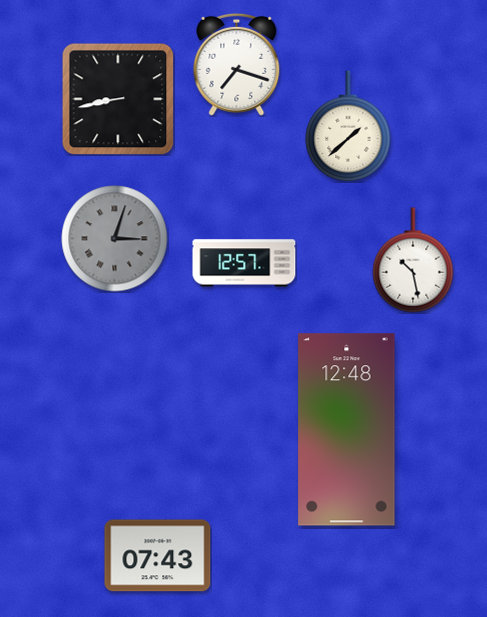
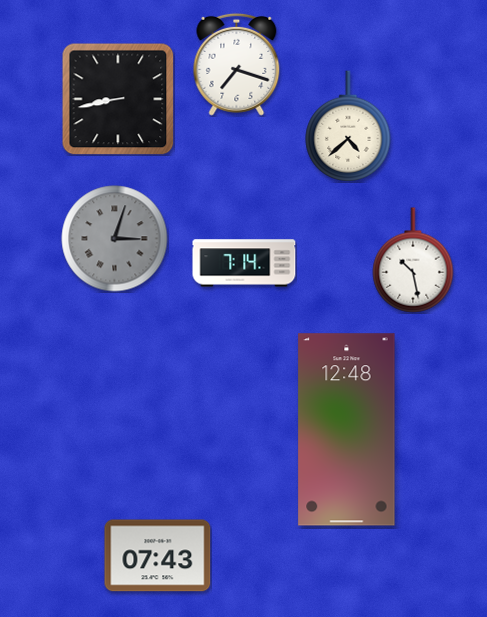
clock at (348, 126): 1:38 -> 4:38
clock at (244, 263): 12:57 -> 7:14
